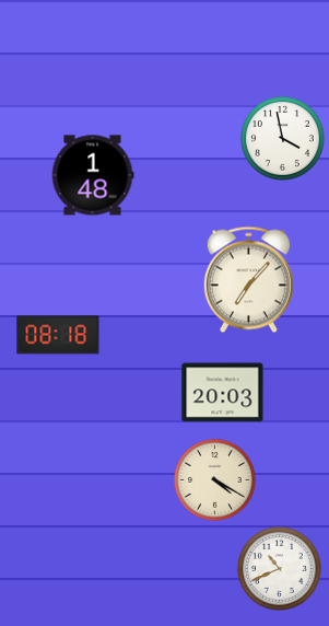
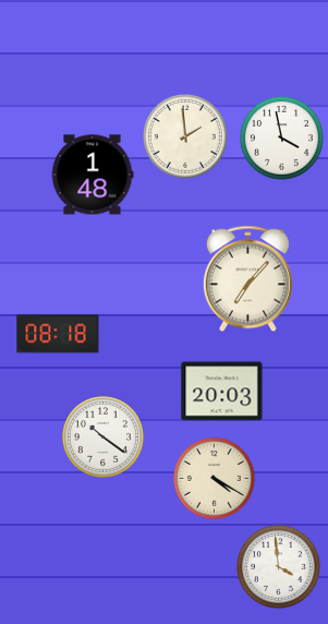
clock at (185, 136): none -> 1:59
clock at (104, 437): none -> 10:21
clock at (280, 569): 10:41 -> 3:59
